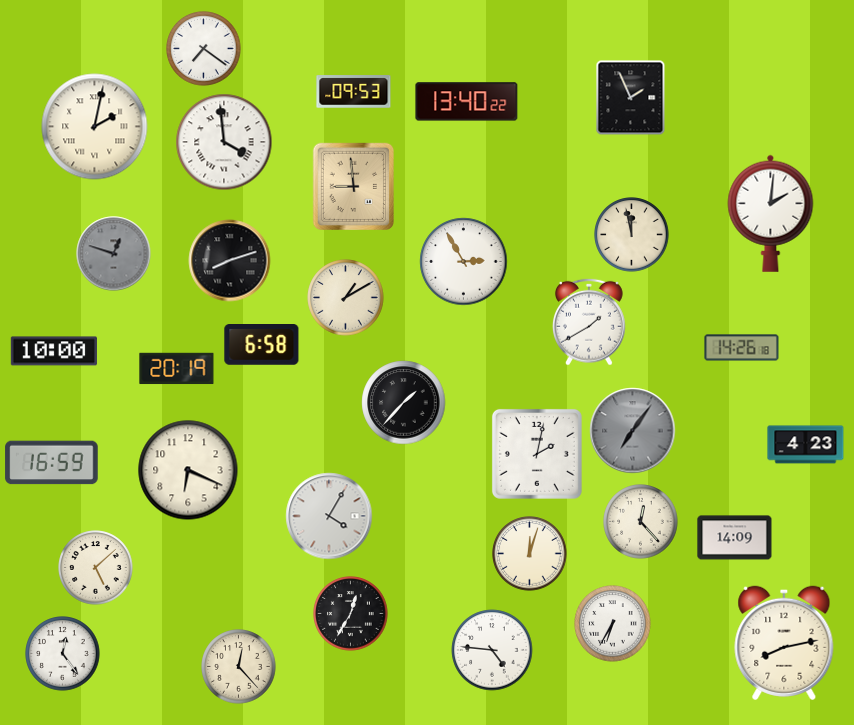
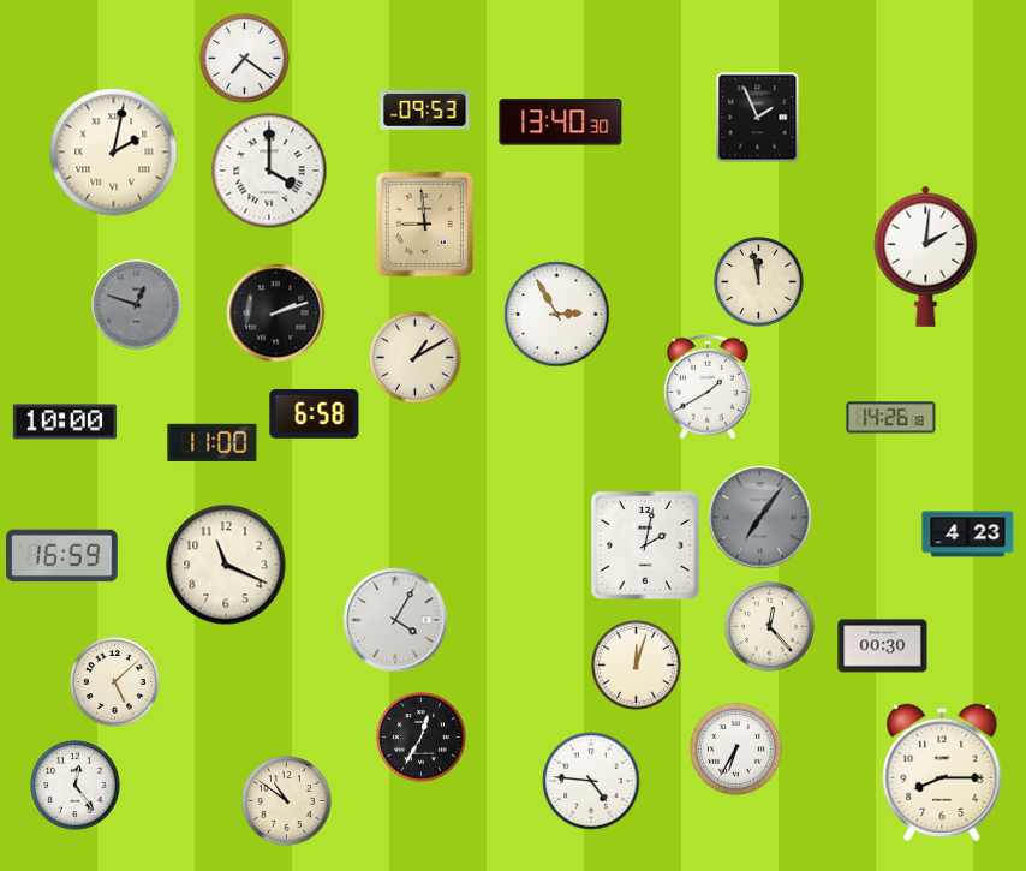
clock at (467, 102): 13:40:22 -> 13:40:30
clock at (224, 142): 3:59 -> 4:00
clock at (230, 261): 8:12 -> 2:12
clock at (177, 369): 20:19 -> 11:00
clock at (404, 403): 1:37 -> none
clock at (188, 470): 6:19 -> 11:19
clock at (735, 538): 14:09 -> 00:30
clock at (784, 643): 8:13 -> 8:15
clock at (239, 667): 12:23 -> 10:51
